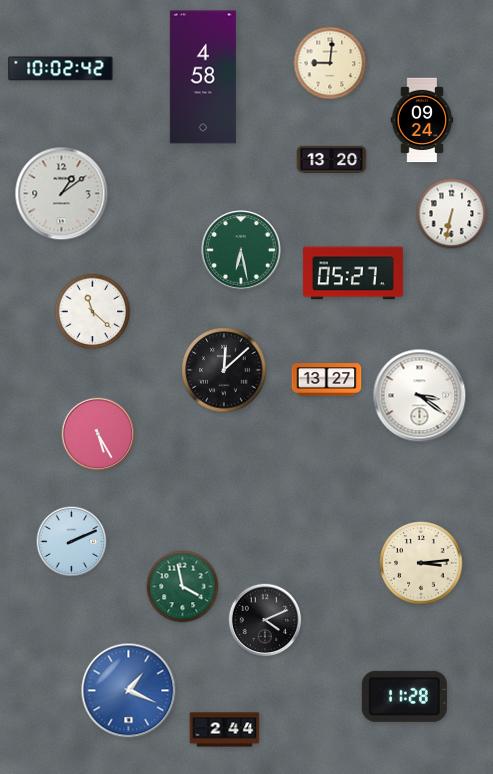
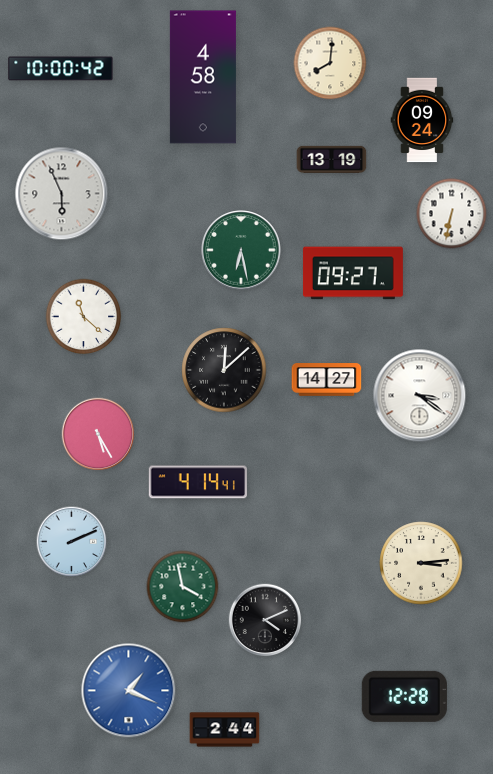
clock at (330, 63): 9:01 -> 8:01
clock at (61, 69): 10:02 -> 10:00
clock at (332, 159): 13:20 -> 13:19
clock at (62, 194): 1:09 -> 5:56
clock at (353, 273): 05:27 -> 09:27
clock at (93, 312) position: (93, 312) -> (84, 317)
clock at (327, 380): 13:27 -> 14:27
clock at (198, 482): none -> 4:14
clock at (404, 696): 11:28 -> 12:28
